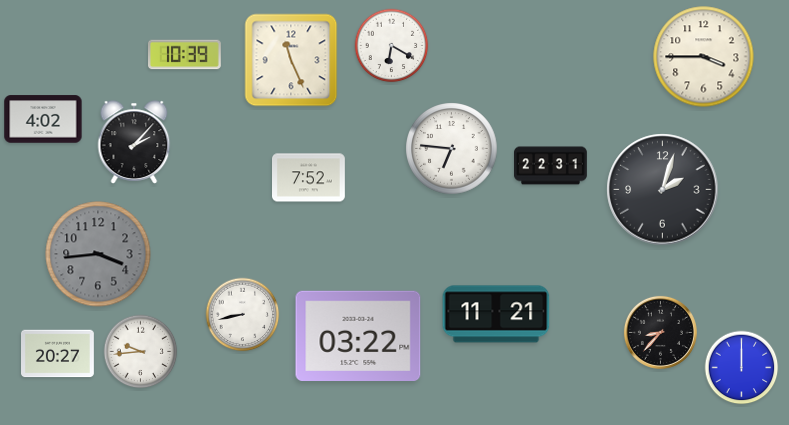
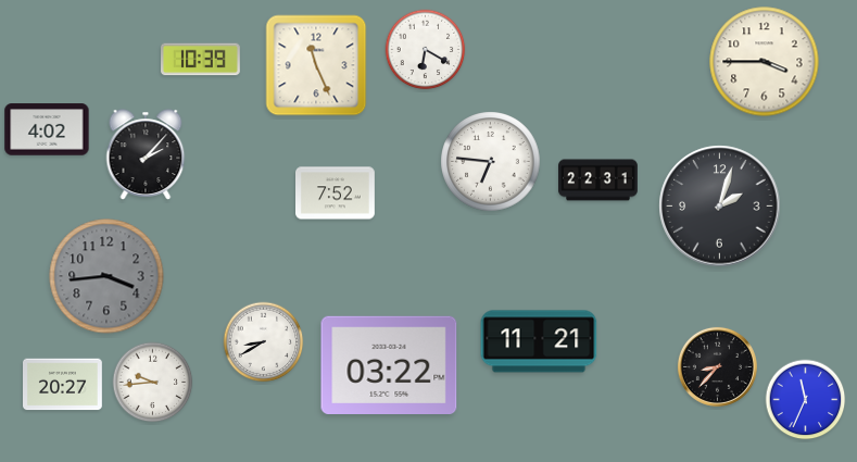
clock at (243, 315): 8:43 -> 8:40
clock at (660, 332) position: (660, 332) -> (717, 366)
clock at (742, 368): 12:00 -> 11:34
